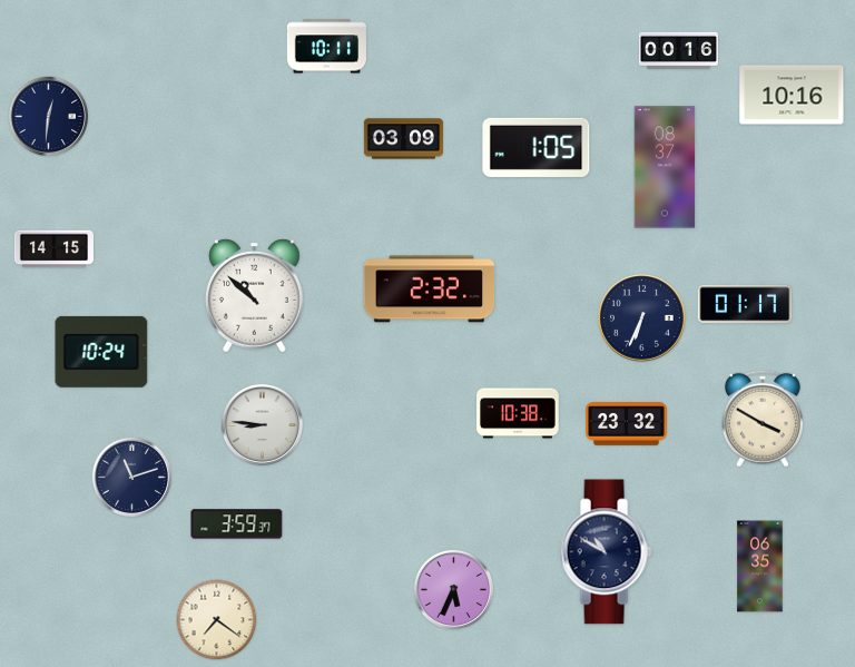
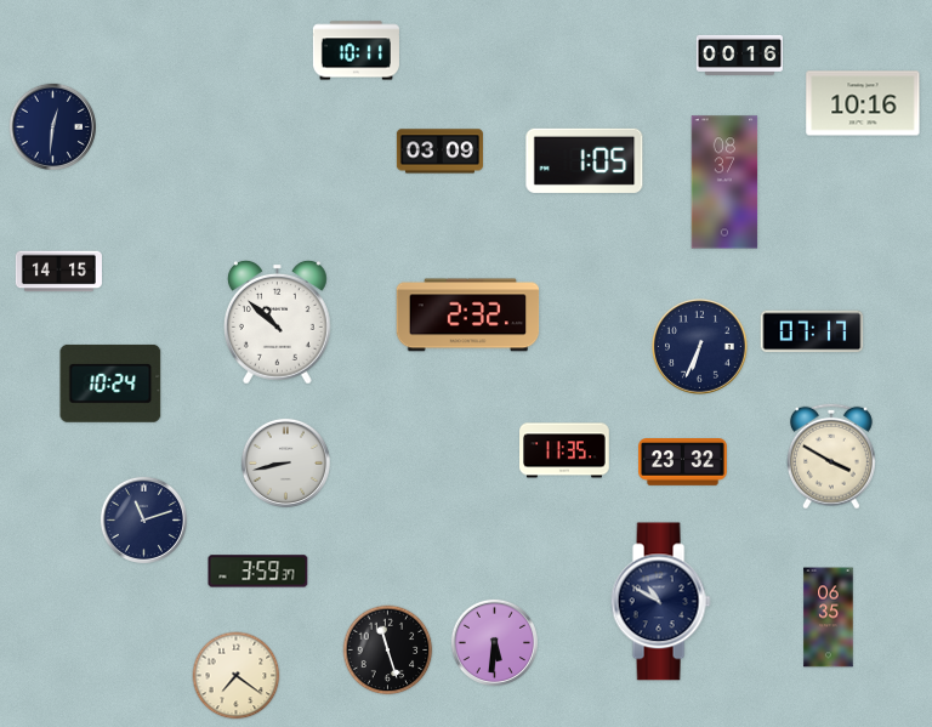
clock at (745, 304): 01:17 -> 07:17
clock at (518, 413): 10:38 -> 11:35
clock at (262, 424): 8:46 -> 8:43
clock at (453, 589): 5:34 -> 5:31
clock at (388, 651): none -> 11:27
